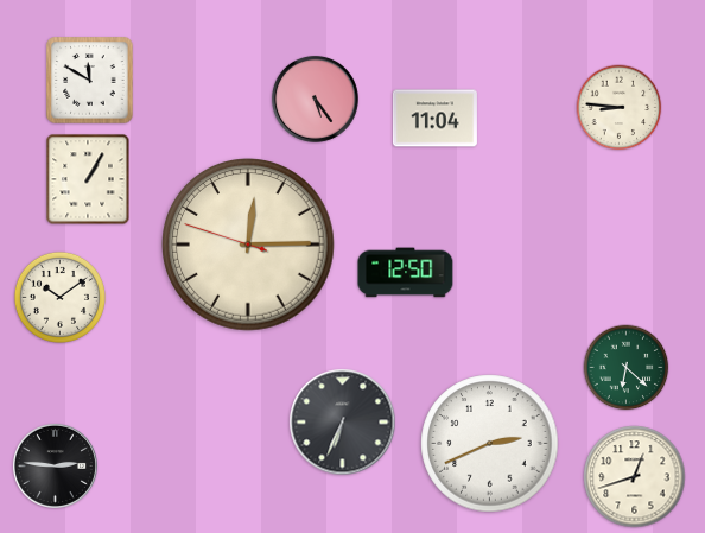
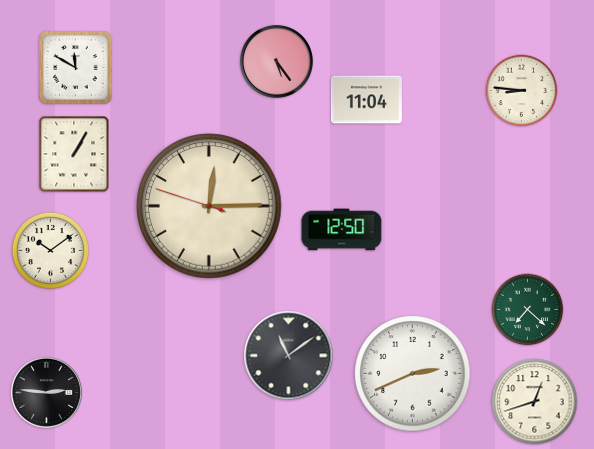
clock at (315, 99) position: (315, 99) -> (276, 61)
clock at (88, 179) position: (88, 179) -> (74, 154)
clock at (627, 368): 6:22 -> 7:22
clock at (343, 423): 6:34 -> 11:09
